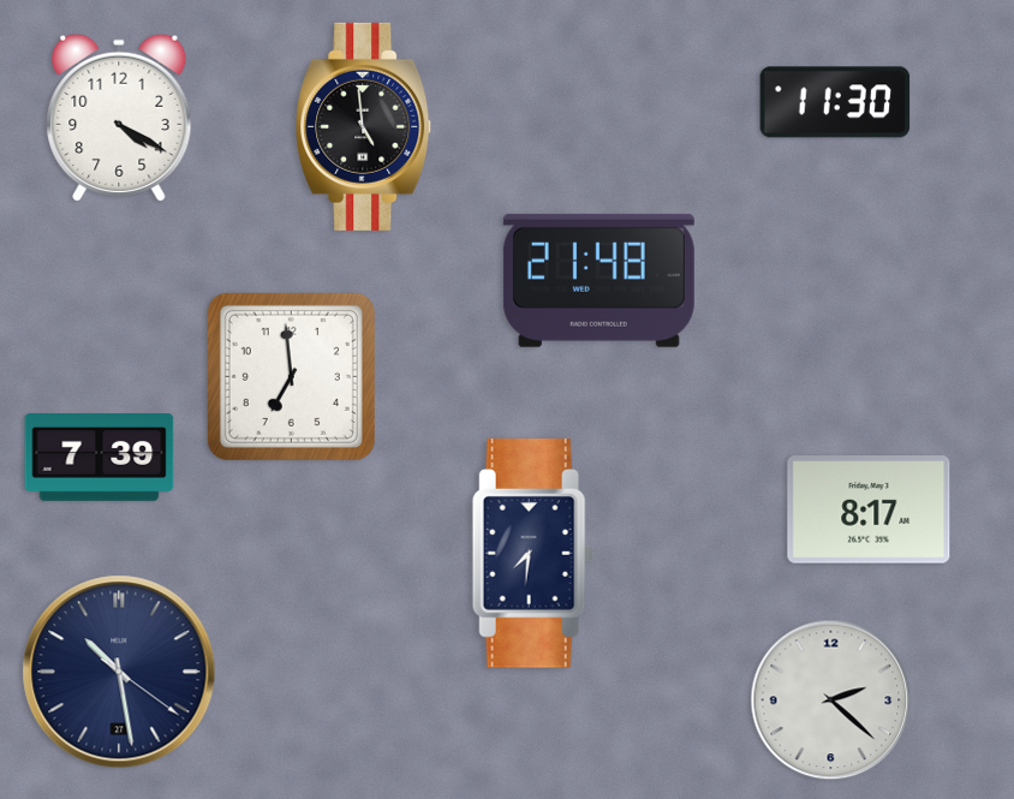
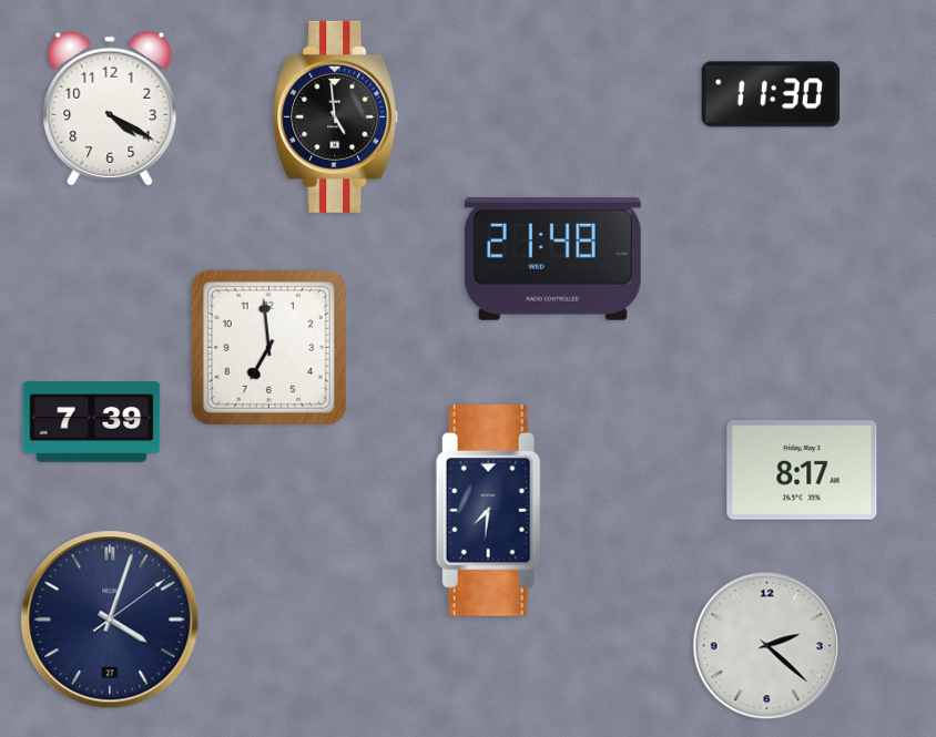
clock at (119, 672): 10:28 -> 4:03
